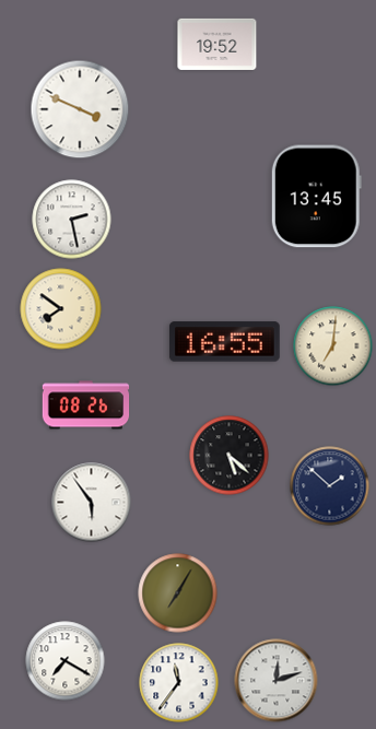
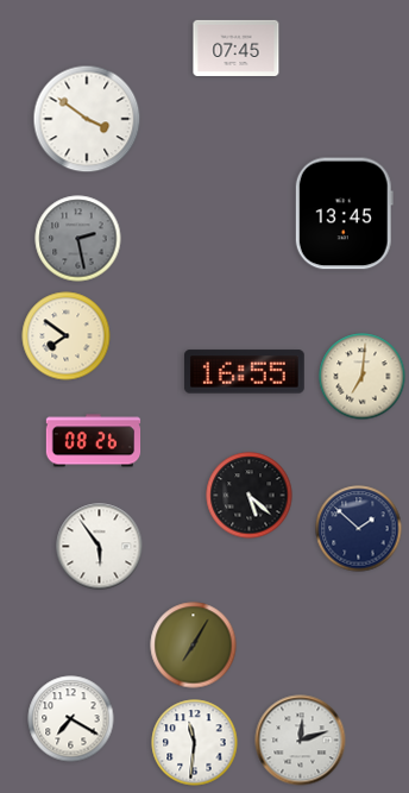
clock at (218, 44): 19:52 -> 07:45
clock at (80, 109): 3:49 -> 3:51
clock at (72, 220) dial: white -> grey
clock at (179, 683): 11:36 -> 11:31
